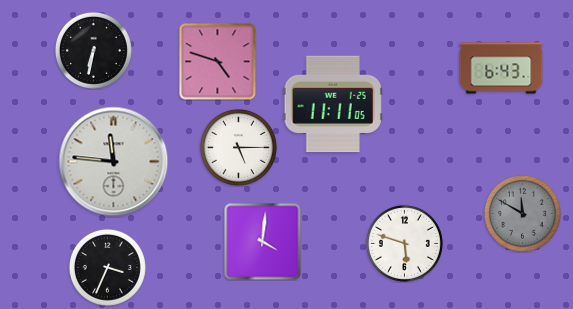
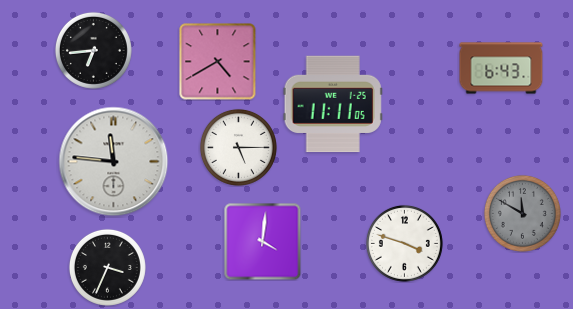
clock at (93, 50): 6:32 -> 6:44
clock at (218, 62): 4:48 -> 4:40
clock at (404, 243): 5:48 -> 3:48
